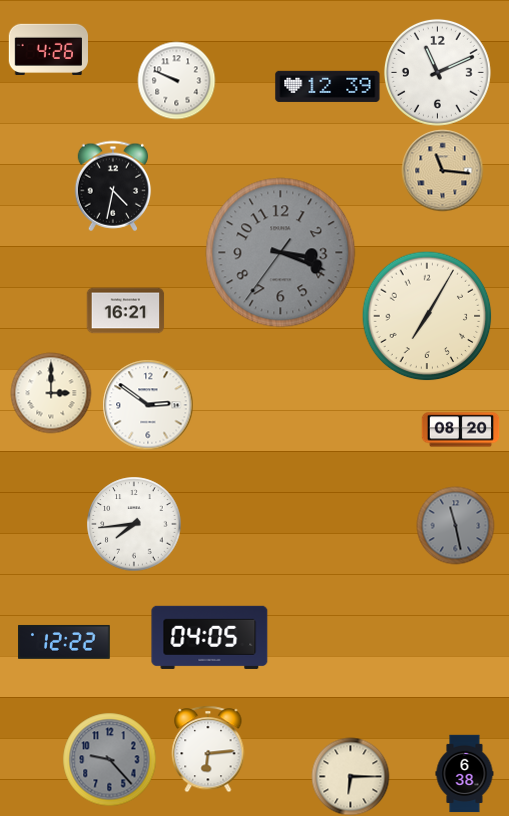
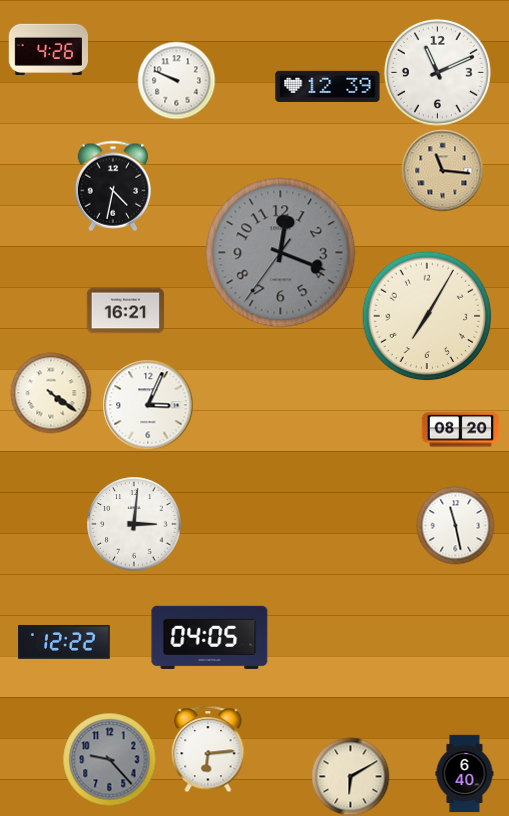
clock at (281, 253): 3:18 -> 12:18
clock at (51, 393): 3:00 -> 4:21
clock at (148, 405): 2:51 -> 3:04
clock at (134, 524): 7:44 -> 3:01
clock at (455, 525) dial: grey -> white
clock at (465, 773): 6:38 -> 6:40
clock at (350, 776): 6:15 -> 6:10
